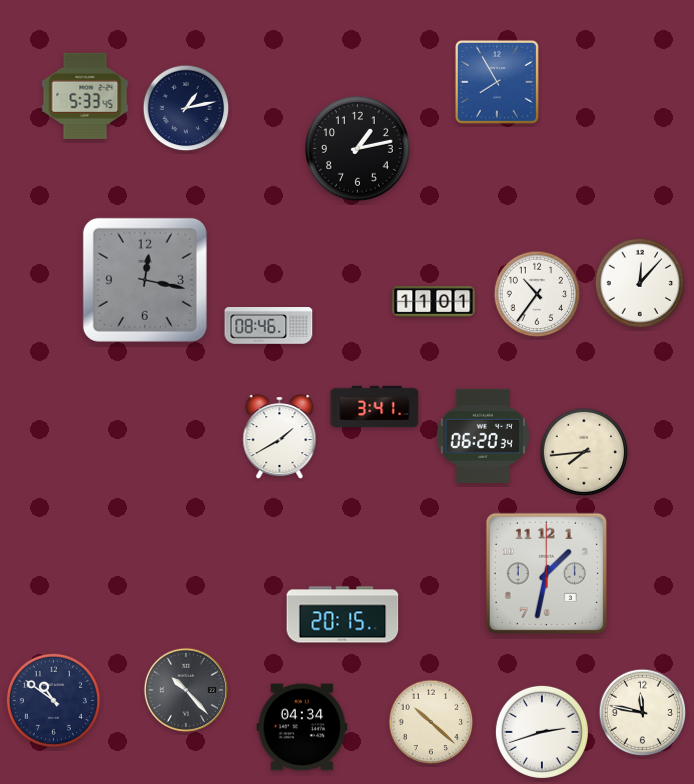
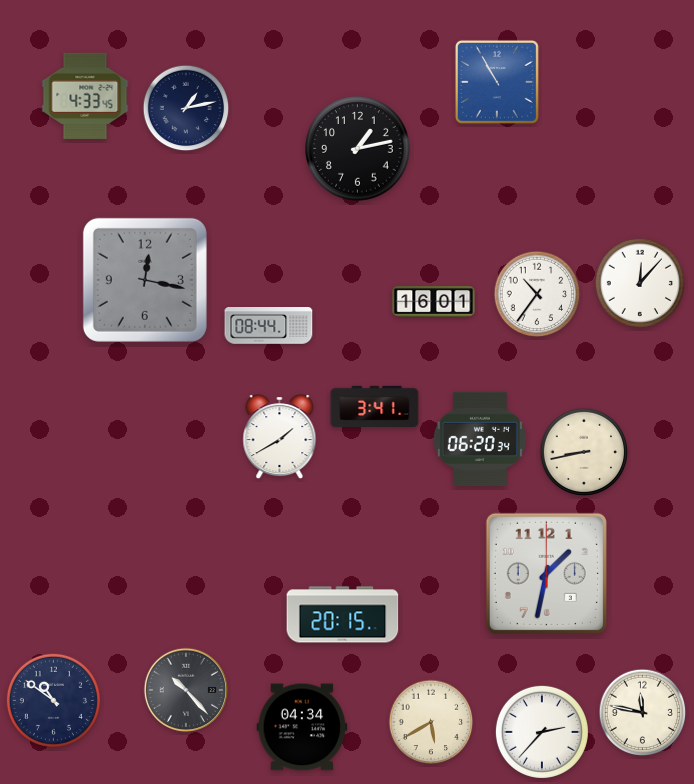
clock at (497, 82): 7:55 -> 10:55
clock at (85, 96): 5:33 -> 4:33
clock at (434, 302): 11:01 -> 16:01
clock at (269, 326): 08:46 -> 08:44
clock at (483, 436) position: (483, 436) -> (480, 439)
clock at (584, 452): 7:44 -> 8:43
clock at (431, 722): 10:22 -> 5:40
clock at (542, 732): 2:42 -> 2:37
